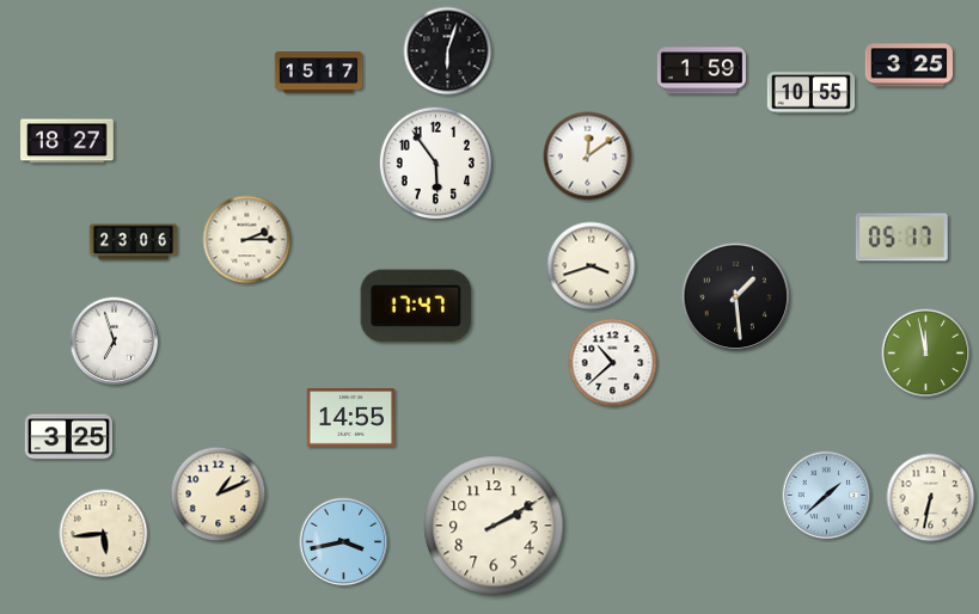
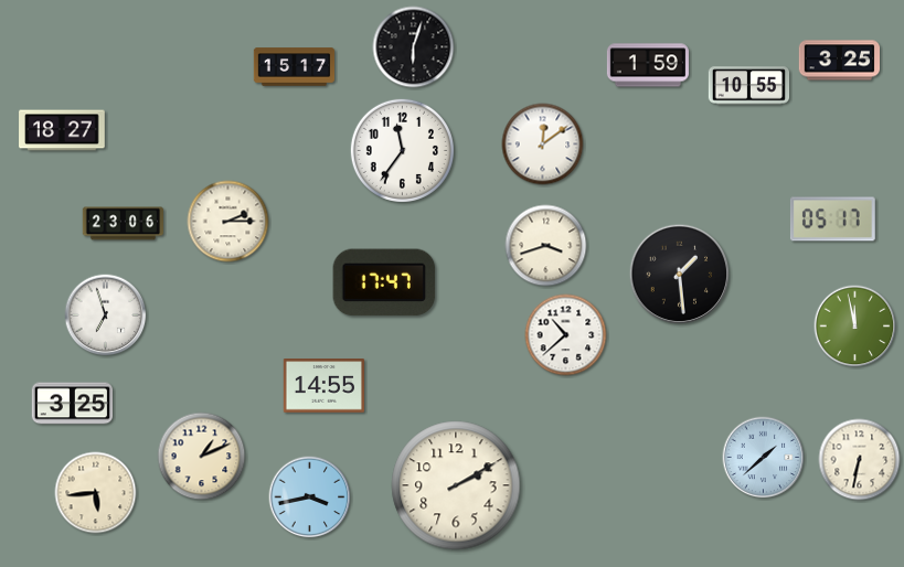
clock at (435, 162): 5:54 -> 11:36
clock at (69, 437) position: (69, 437) -> (73, 404)
clock at (344, 542) position: (344, 542) -> (310, 498)
